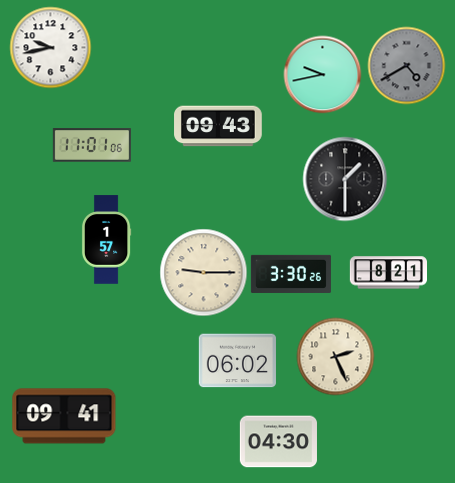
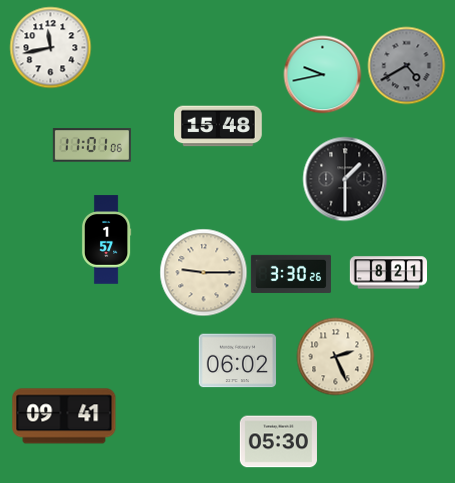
clock at (50, 47): 9:43 -> 11:43
clock at (218, 126): 09:43 -> 15:48
clock at (278, 442): 04:30 -> 05:30
